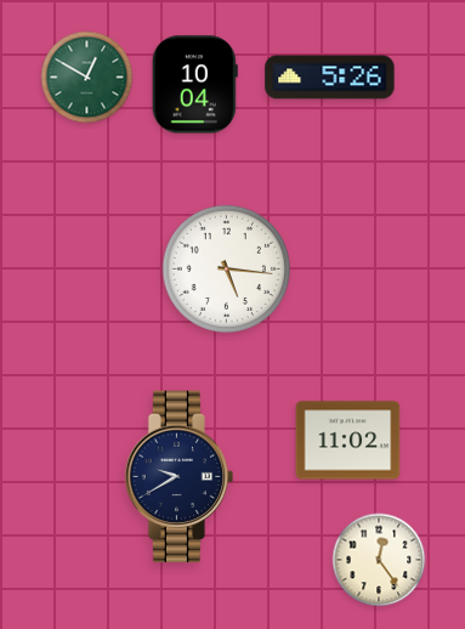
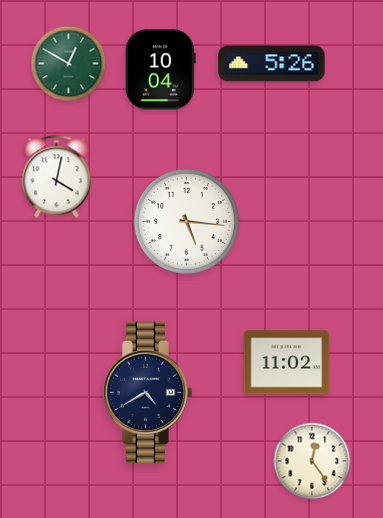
clock at (87, 78) position: (87, 78) -> (69, 64)
clock at (57, 177): none -> 4:02
clock at (180, 477): 9:40 -> 4:40
